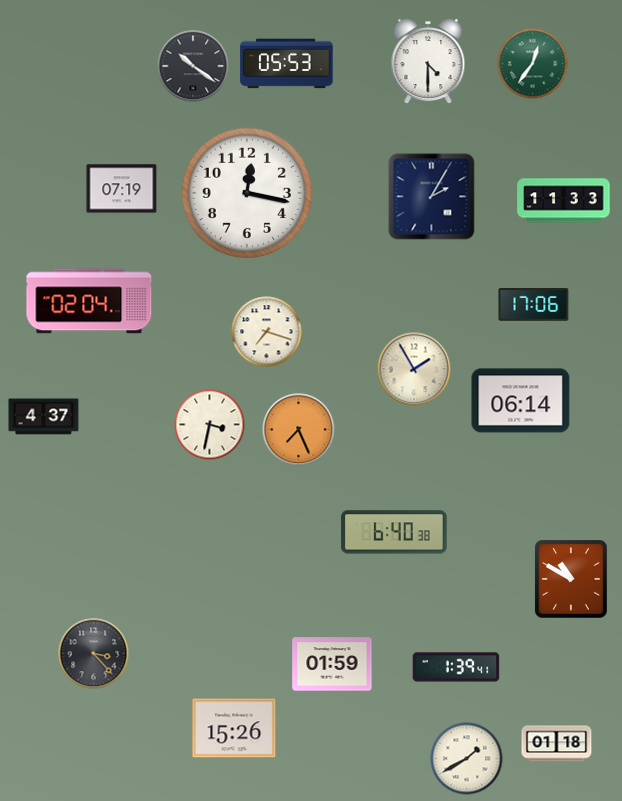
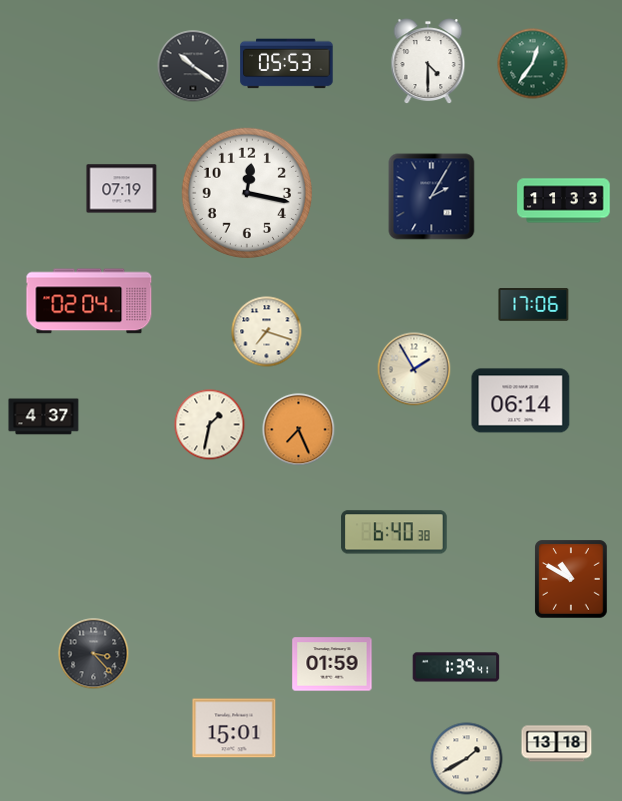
clock at (210, 425): 3:32 -> 1:32
clock at (234, 728): 15:26 -> 15:01
clock at (557, 744): 01:18 -> 13:18
